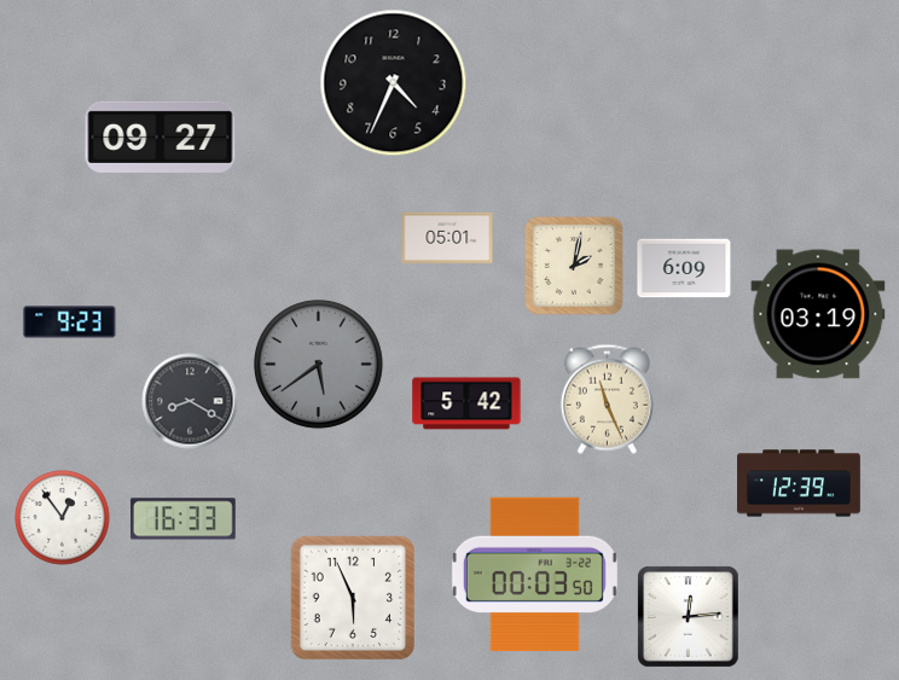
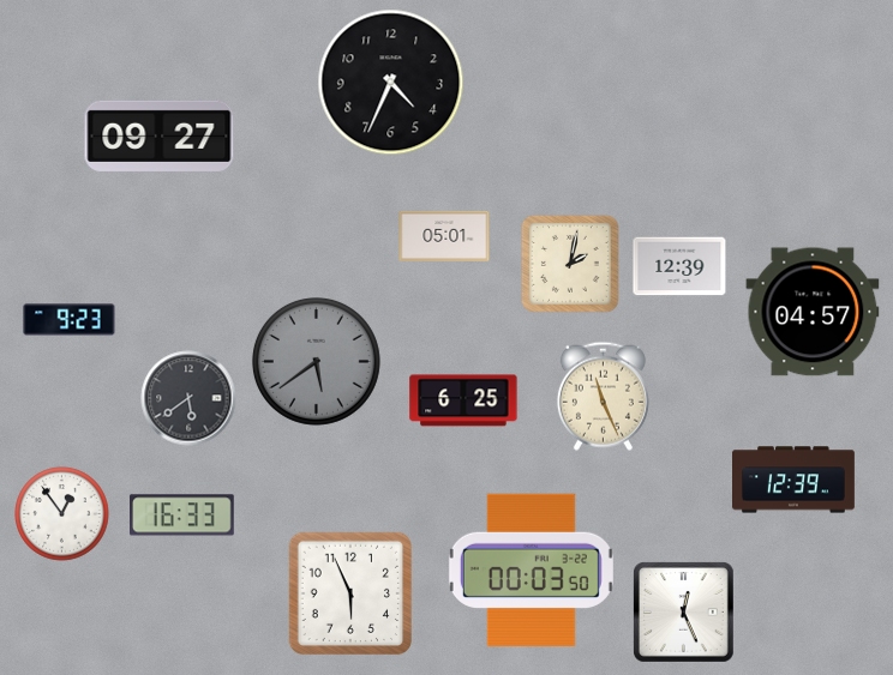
clock at (684, 268): 6:09 -> 12:39
clock at (818, 314): 03:19 -> 04:57
clock at (190, 401): 8:20 -> 5:39
clock at (466, 403): 5:42 -> 6:25
clock at (689, 617): 12:14 -> 12:26
